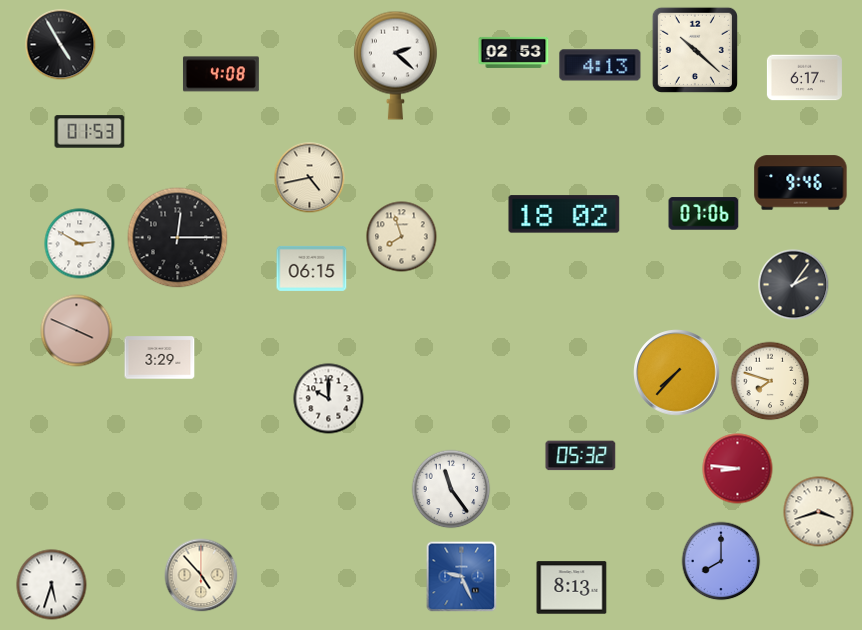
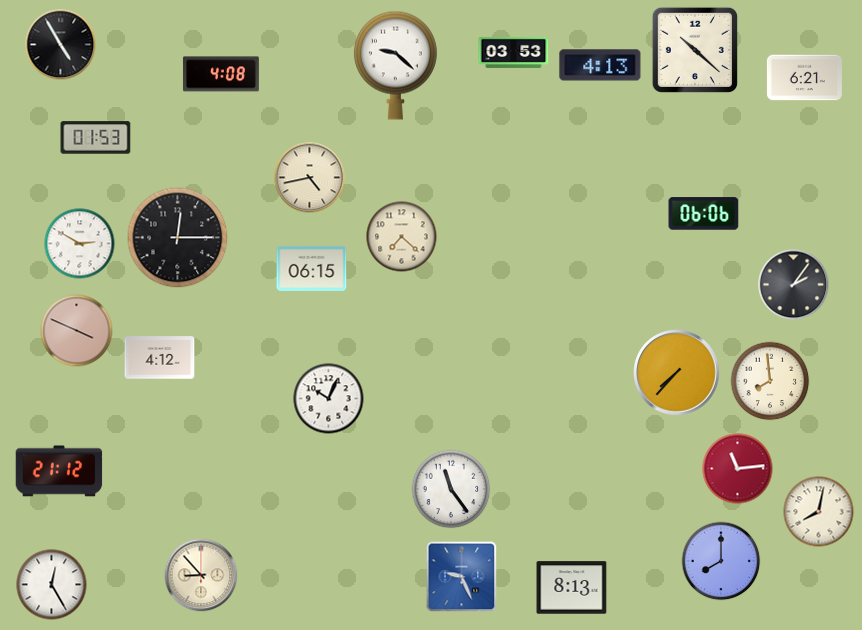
clock at (514, 52): 02:53 -> 03:53
clock at (395, 65): 2:22 -> 9:22
clock at (804, 78): 6:17 -> 6:21
clock at (90, 132) position: (90, 132) -> (96, 138)
clock at (801, 183): 9:46 -> none
clock at (564, 214): 18:02 -> none
clock at (704, 214): 07:06 -> 06:06
clock at (402, 237): 7:57 -> 7:22
clock at (160, 358): 3:29 -> 4:12
clock at (770, 381): 7:48 -> 7:59
clock at (329, 399): 10:00 -> 10:04
clock at (581, 456): 05:32 -> none
clock at (738, 469): 8:46 -> 11:14
clock at (59, 471): none -> 21:12
clock at (819, 512): 3:42 -> 8:02
clock at (201, 575): 4:53 -> 8:53
clock at (52, 585): 5:33 -> 12:25
